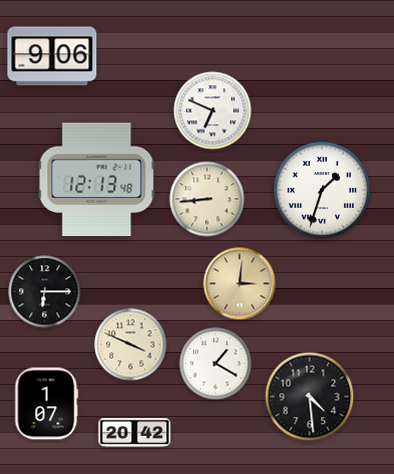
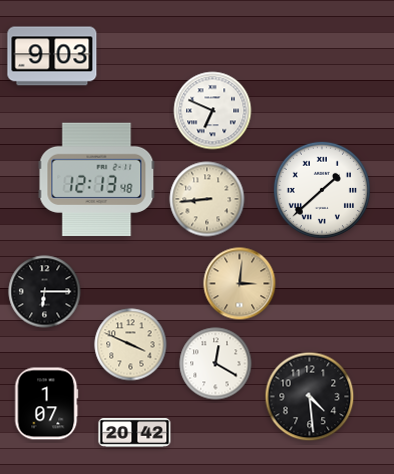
clock at (52, 56): 9:06 -> 9:03
clock at (321, 189): 1:33 -> 1:38
clock at (216, 364): 1:20 -> 12:20
